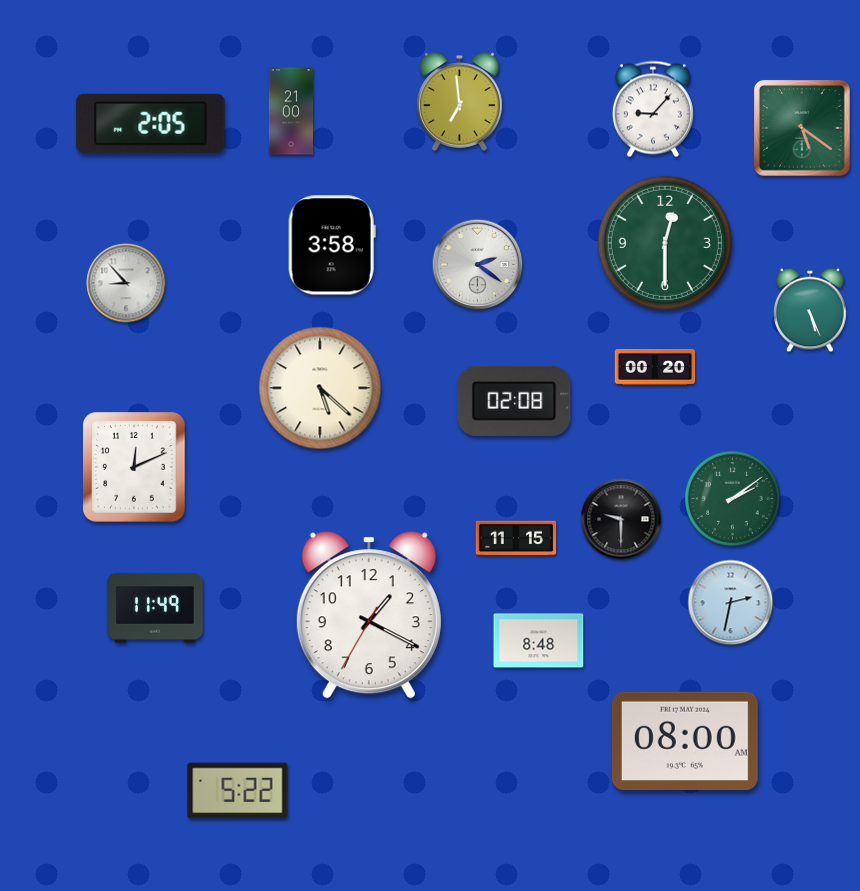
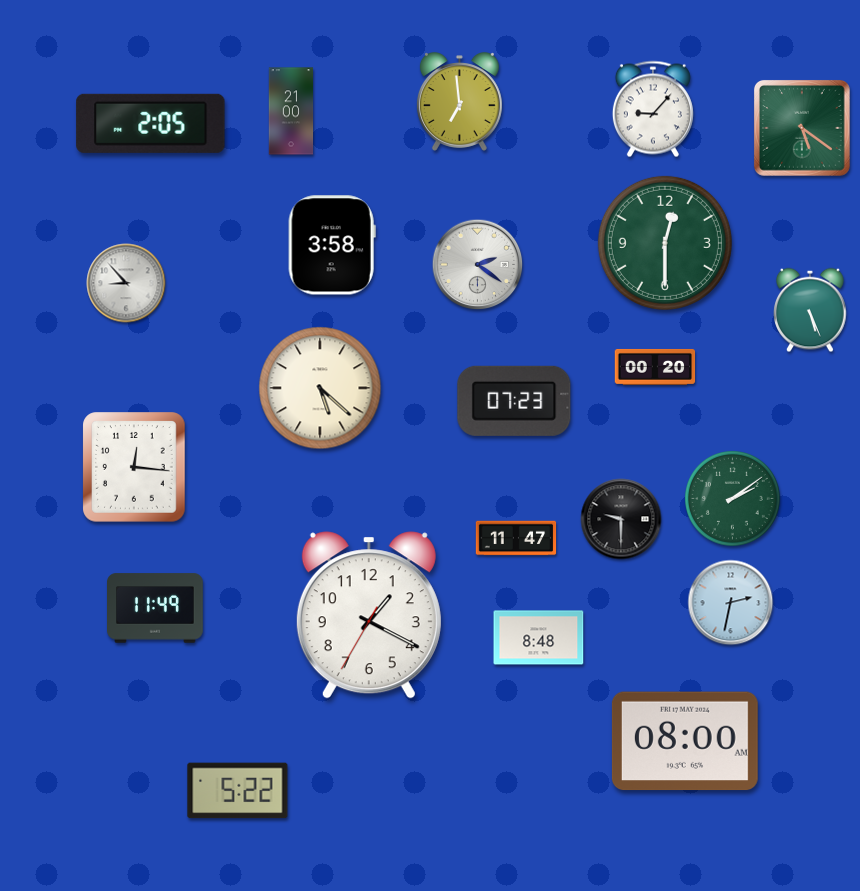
clock at (514, 401): 02:08 -> 07:23
clock at (134, 467): 12:11 -> 12:16
clock at (516, 538): 11:15 -> 11:47
clock at (539, 641) position: (539, 641) -> (539, 638)
